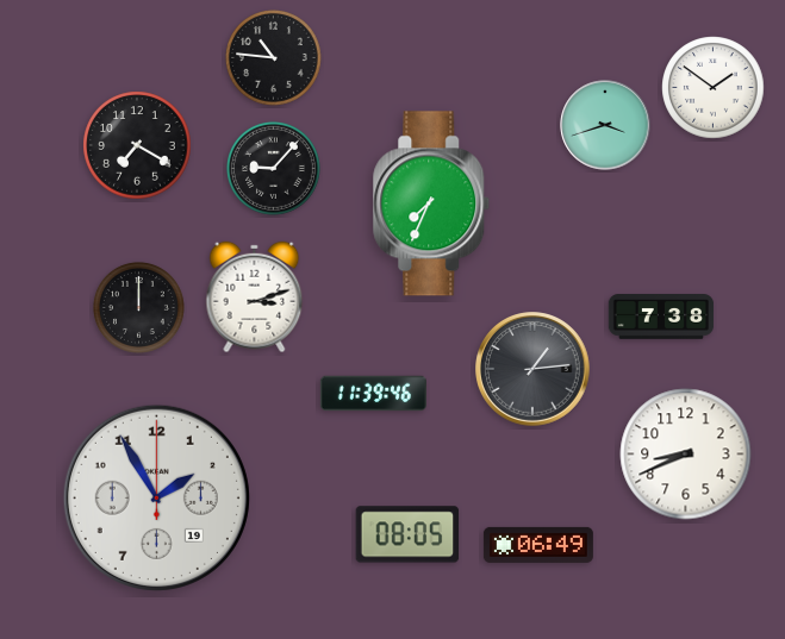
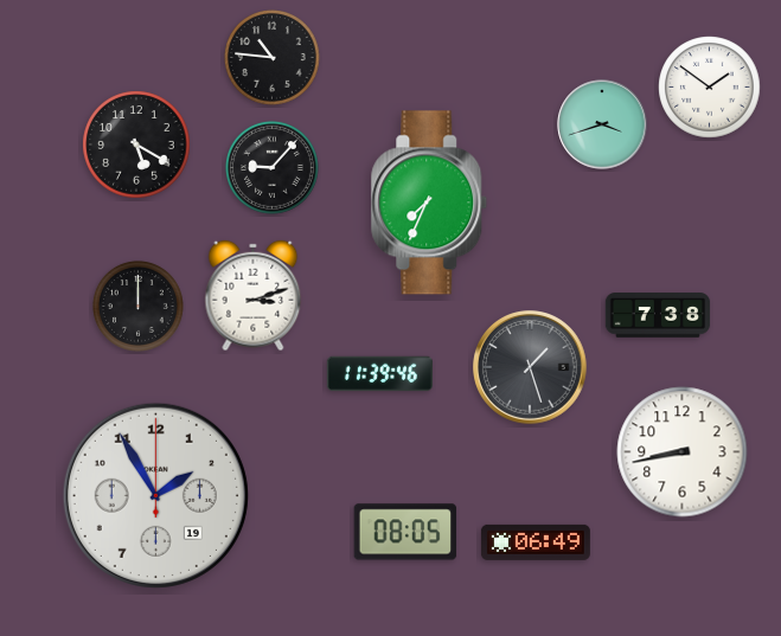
clock at (137, 145): 7:20 -> 5:20
clock at (532, 369): 1:14 -> 1:27
clock at (373, 394) position: (373, 394) -> (379, 374)
clock at (686, 455): 8:41 -> 8:43
